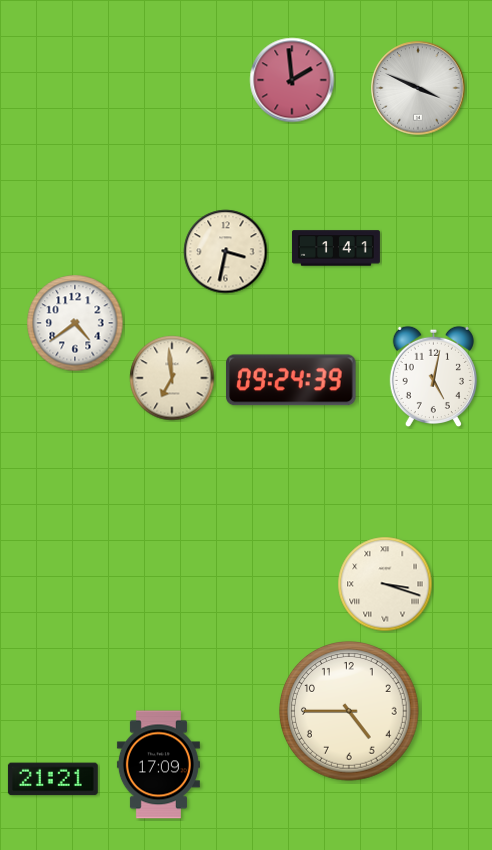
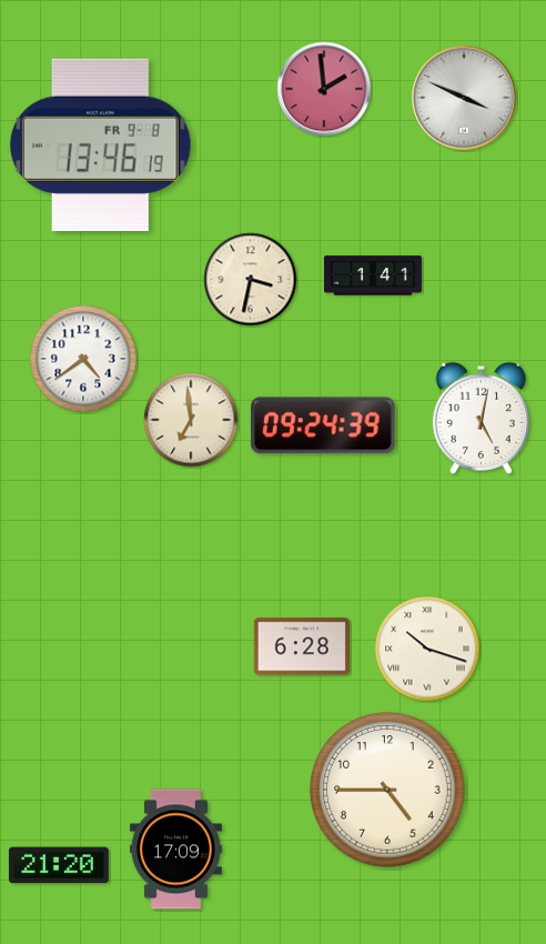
clock at (101, 144): none -> 13:46
clock at (291, 380) position: (291, 380) -> (323, 425)
clock at (302, 646): none -> 6:28
clock at (385, 584): 3:18 -> 10:18
clock at (53, 779): 21:21 -> 21:20
